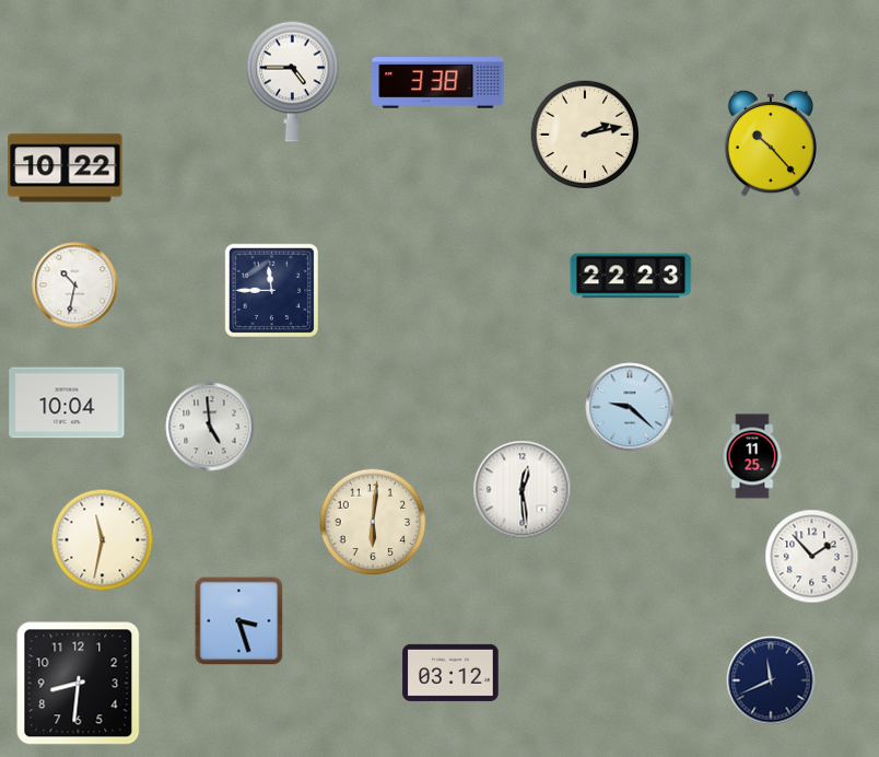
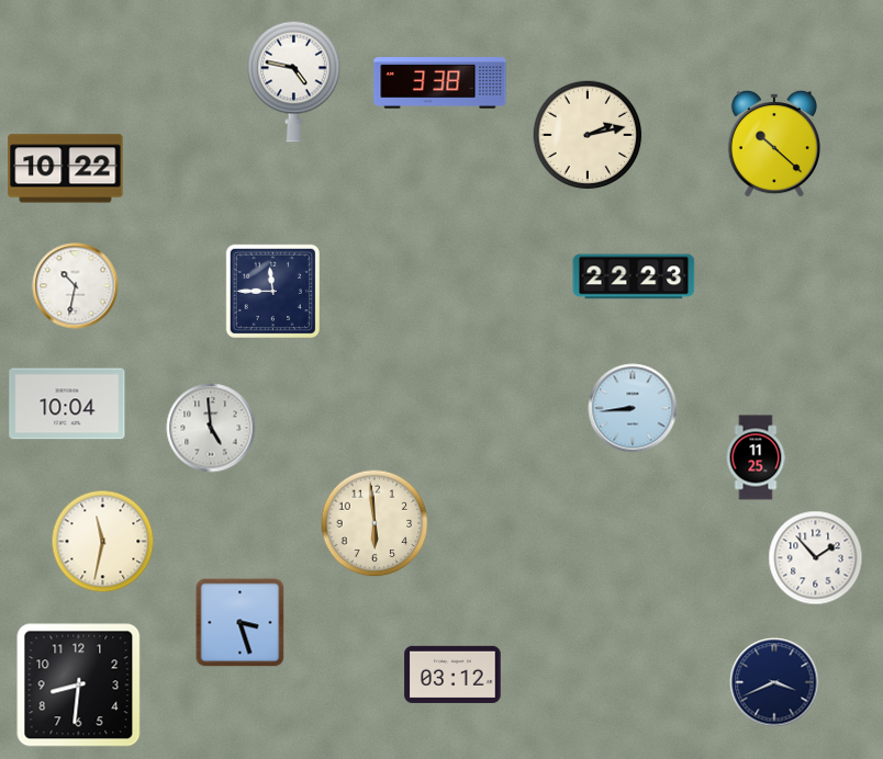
clock at (293, 81): 4:45 -> 4:47
clock at (771, 143): 10:23 -> 10:22
clock at (630, 407): 9:22 -> 8:44
clock at (523, 490): 12:29 -> none
clock at (373, 522): 6:01 -> 5:59
clock at (771, 680): 11:41 -> 3:41
